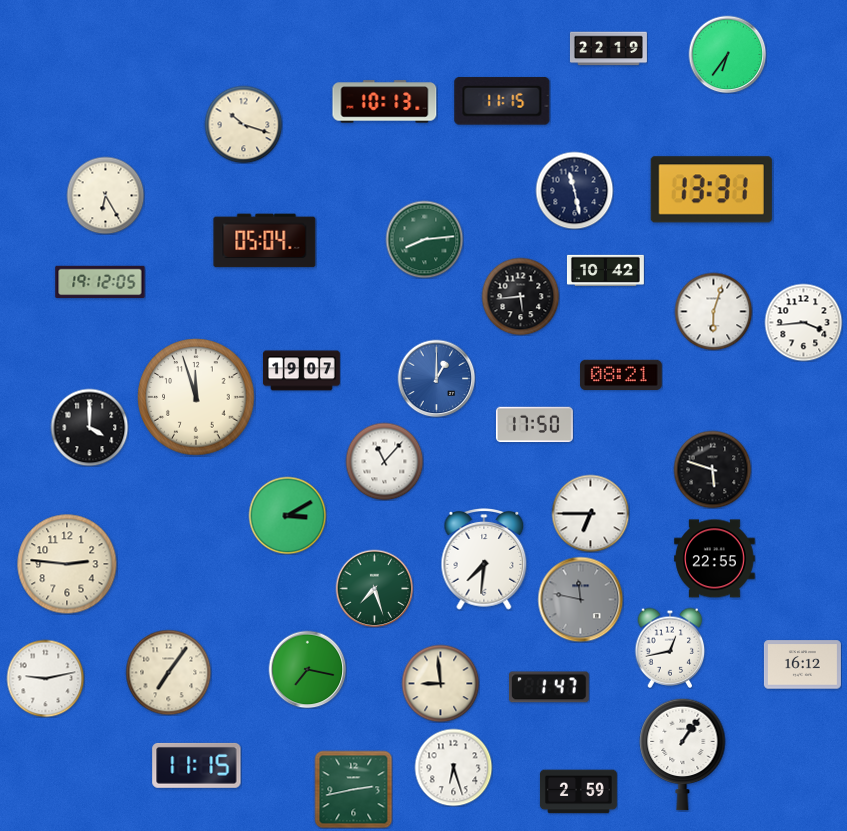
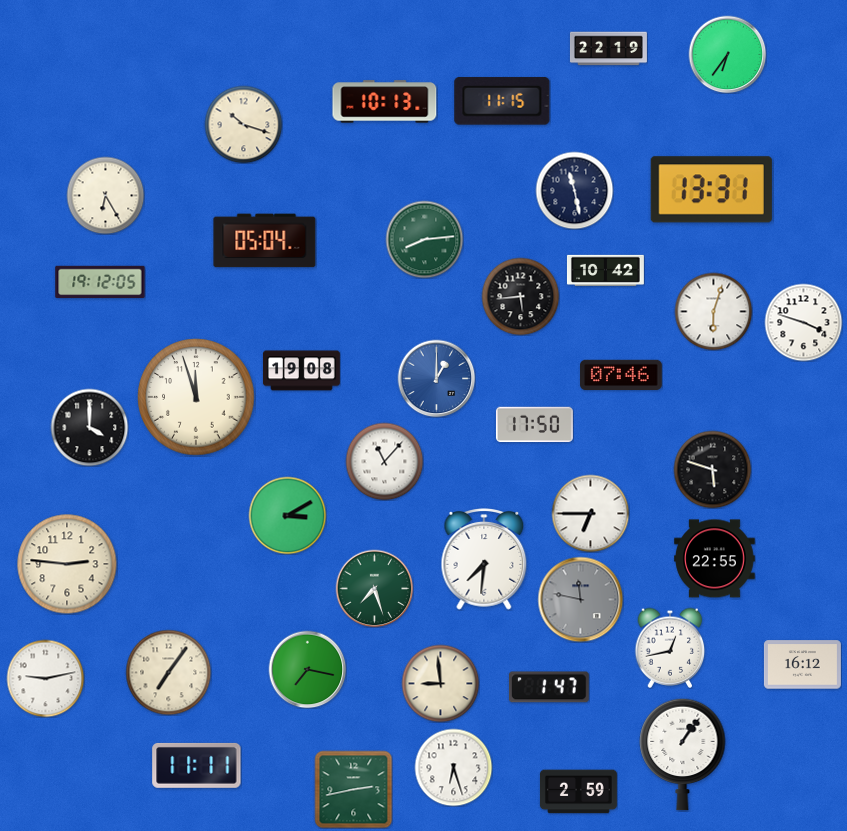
clock at (803, 322): 3:44 -> 3:48
clock at (301, 371): 19:07 -> 19:08
clock at (621, 374): 08:21 -> 07:46
clock at (197, 765): 11:15 -> 11:11
